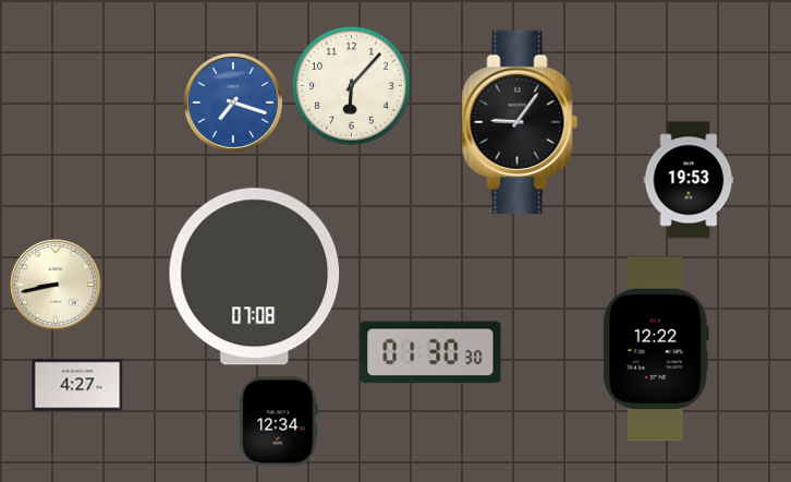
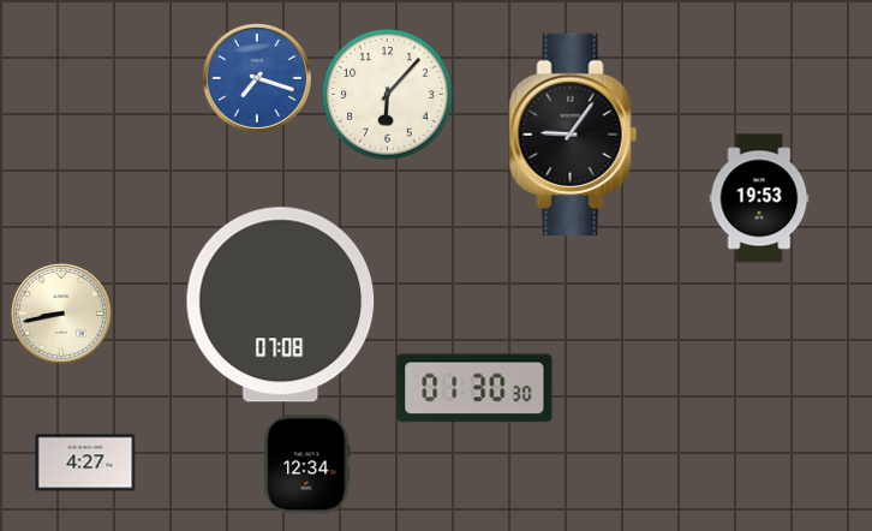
clock at (233, 103) position: (233, 103) -> (257, 78)
clock at (656, 349): 12:22 -> none
clock at (77, 385) position: (77, 385) -> (85, 463)
